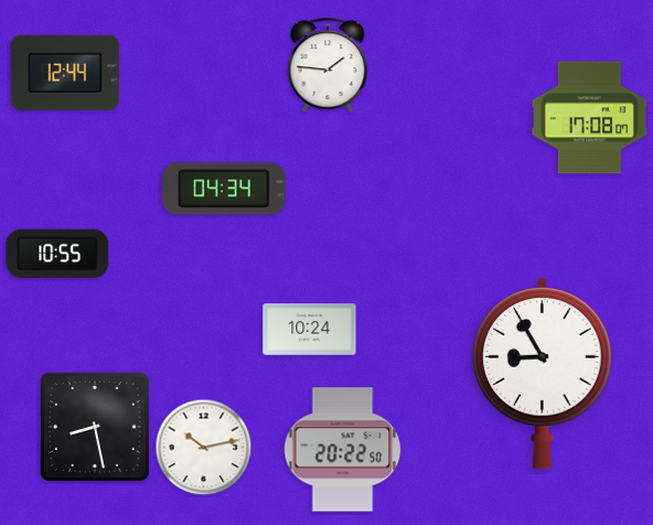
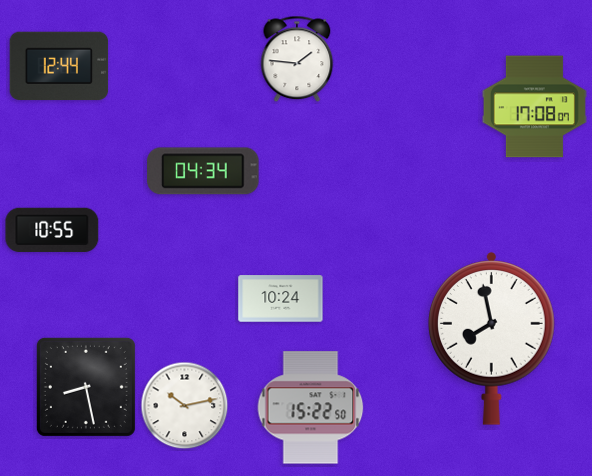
clock at (543, 374): 8:55 -> 7:58
clock at (343, 450): 20:22 -> 15:22
